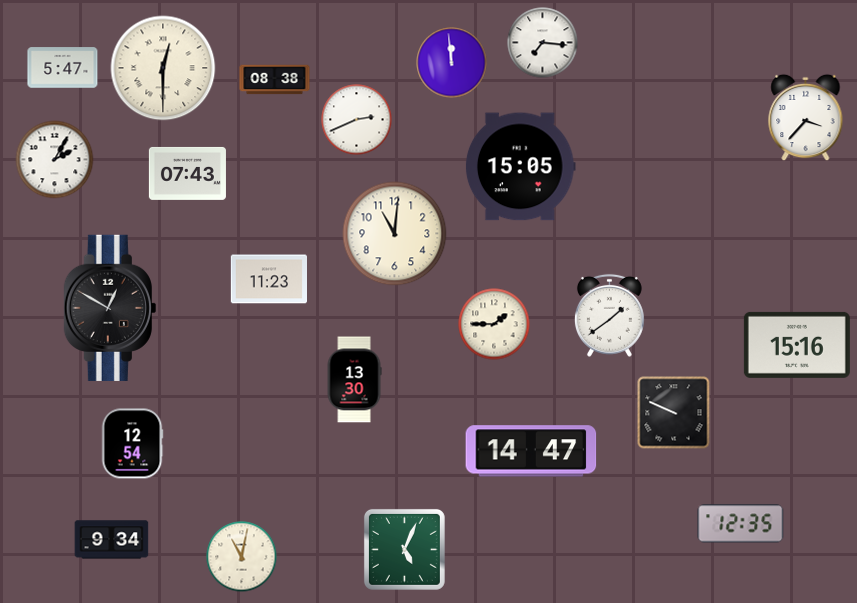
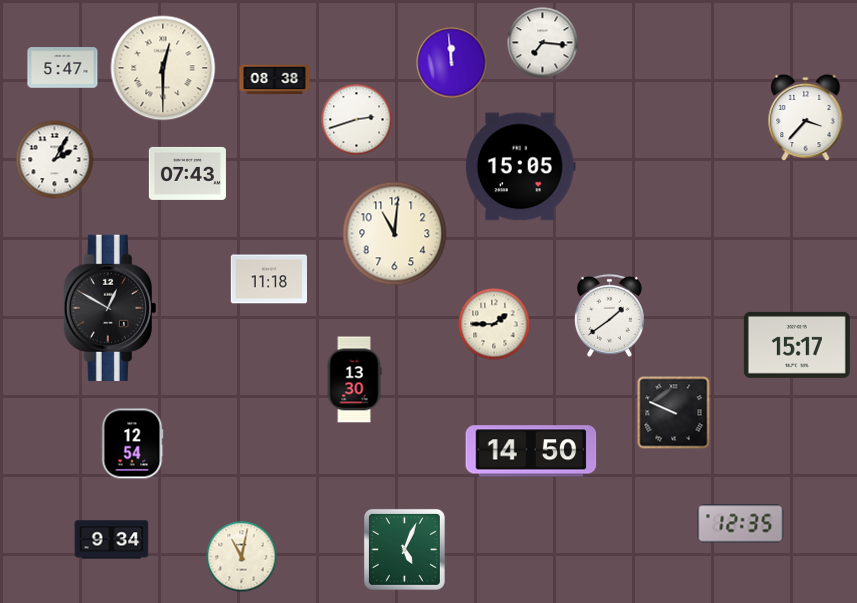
clock at (357, 120): 2:41 -> 2:42
clock at (268, 279): 11:23 -> 11:18
clock at (797, 345): 15:16 -> 15:17
clock at (531, 451): 14:47 -> 14:50
